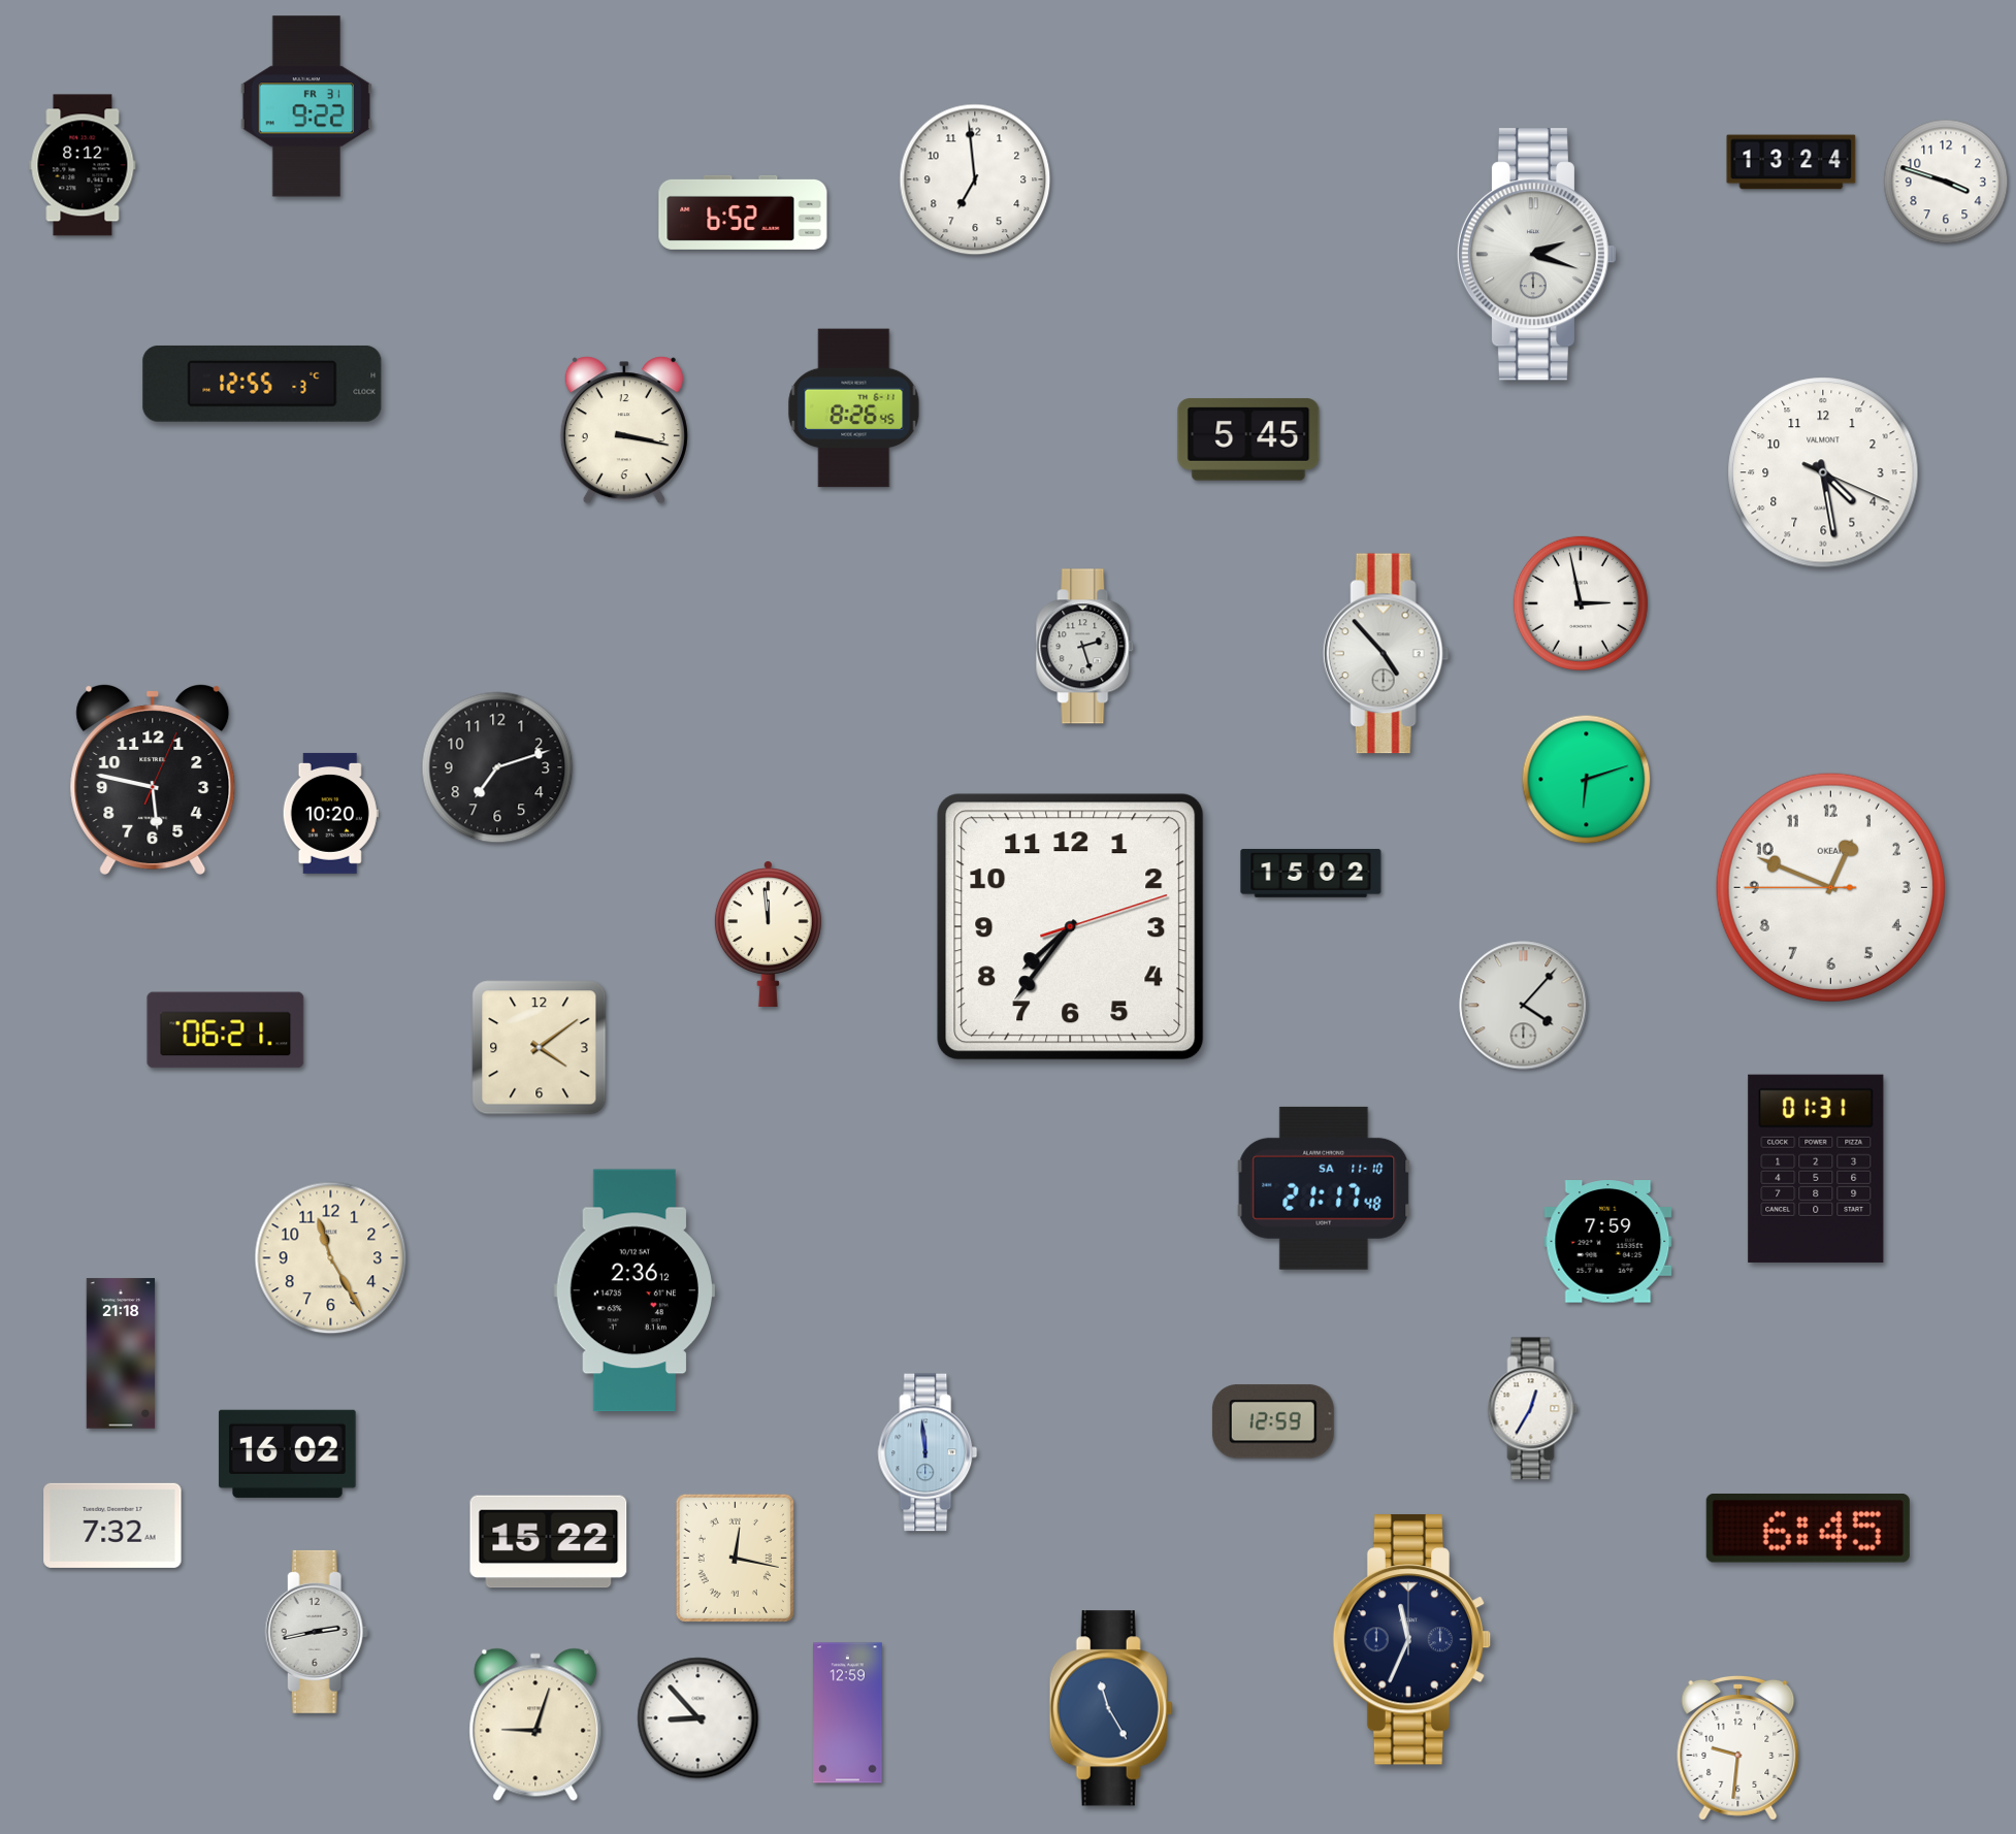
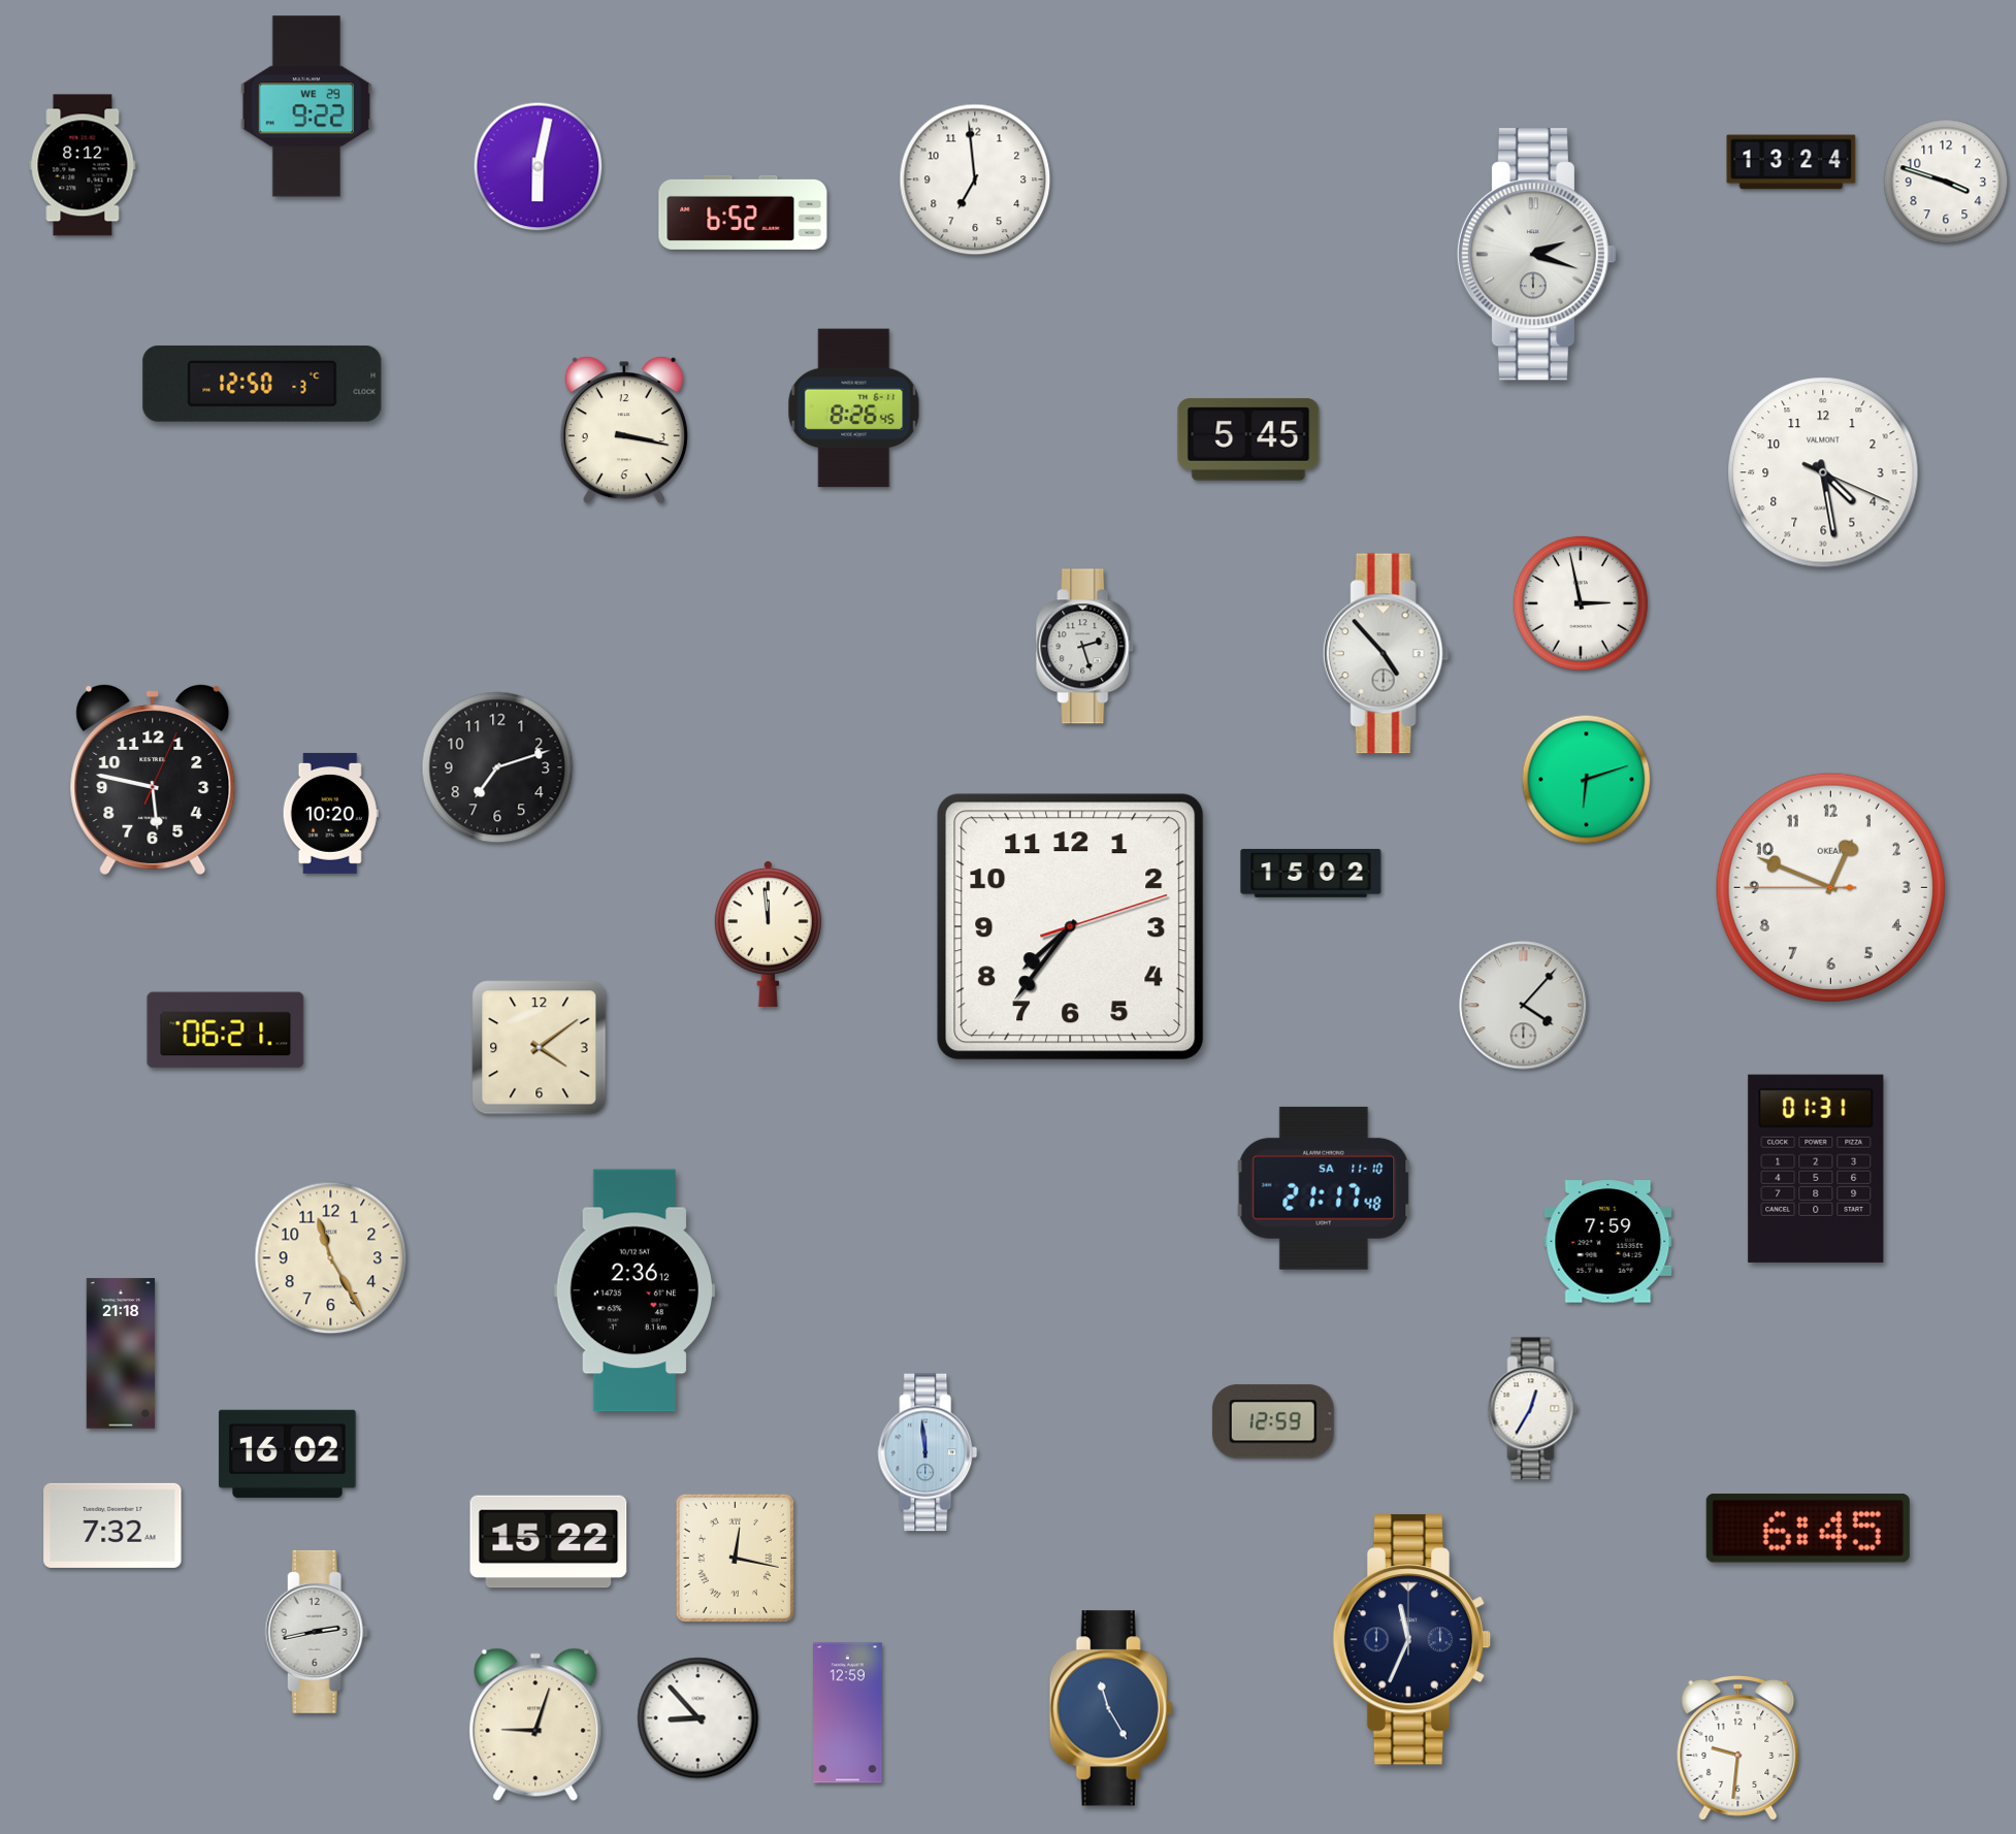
clock at (306, 106) date: FR 31 -> WE 29
clock at (539, 167): none -> 6:02
clock at (262, 384): 12:55 -> 12:50
